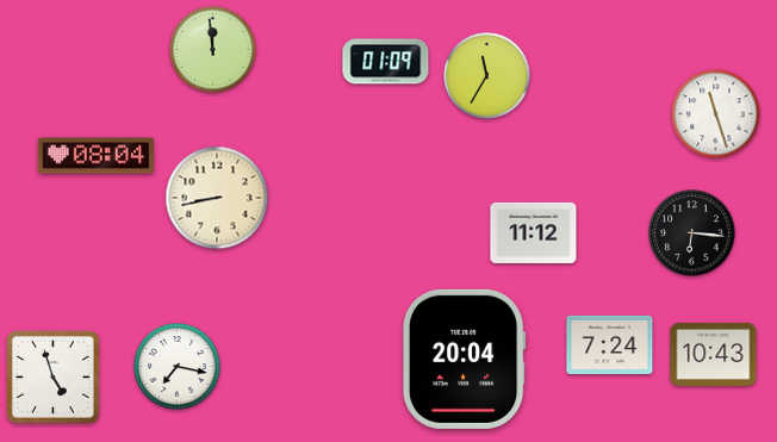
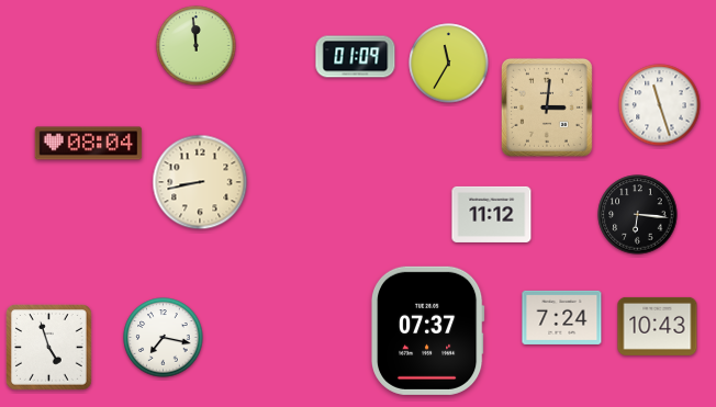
clock at (487, 76) position: (487, 76) -> (449, 64)
clock at (547, 108): none -> 3:01
clock at (464, 359): 20:04 -> 07:37
